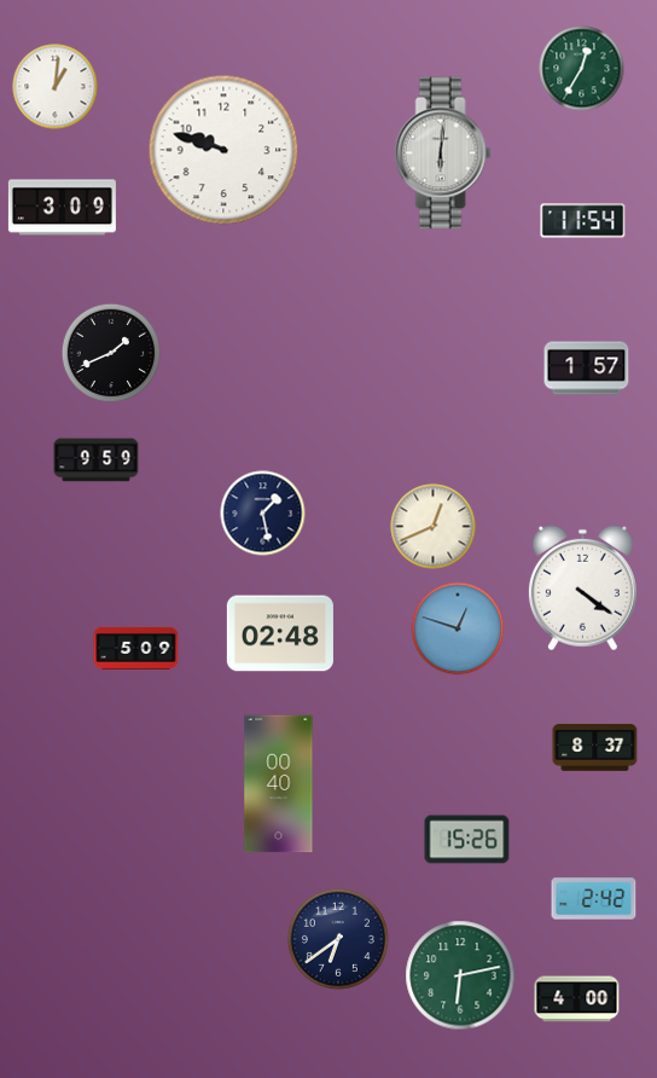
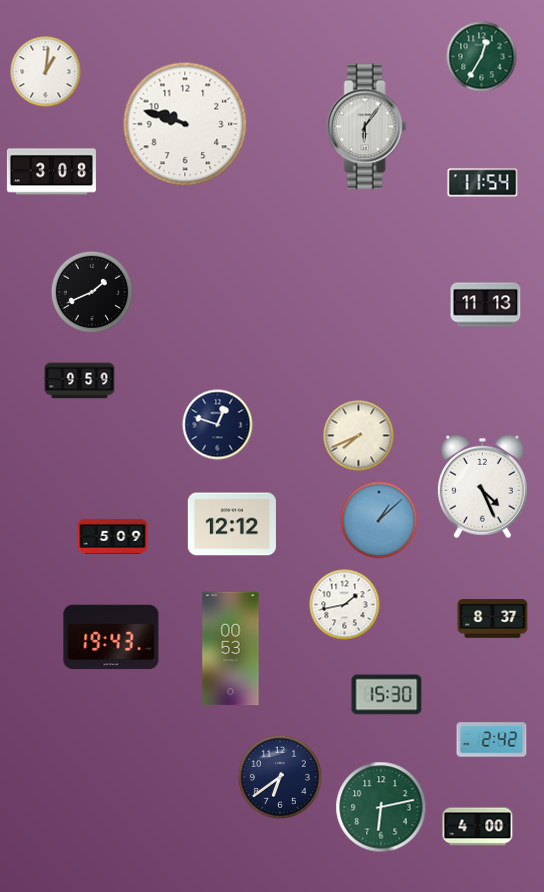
clock at (443, 153): 6:01 -> 6:06
clock at (62, 208): 3:09 -> 3:08
clock at (587, 369): 1:57 -> 11:13
clock at (263, 514): 1:28 -> 12:48
clock at (434, 527): 12:41 -> 7:41
clock at (582, 589): 4:21 -> 4:26
clock at (458, 628): 12:48 -> 1:08
clock at (280, 633): 02:48 -> 12:12
clock at (345, 605): none -> 1:43
clock at (111, 637): none -> 19:43
clock at (279, 784): 00:40 -> 00:53
clock at (467, 840): 15:26 -> 15:30
clock at (594, 899) position: (594, 899) -> (492, 740)
